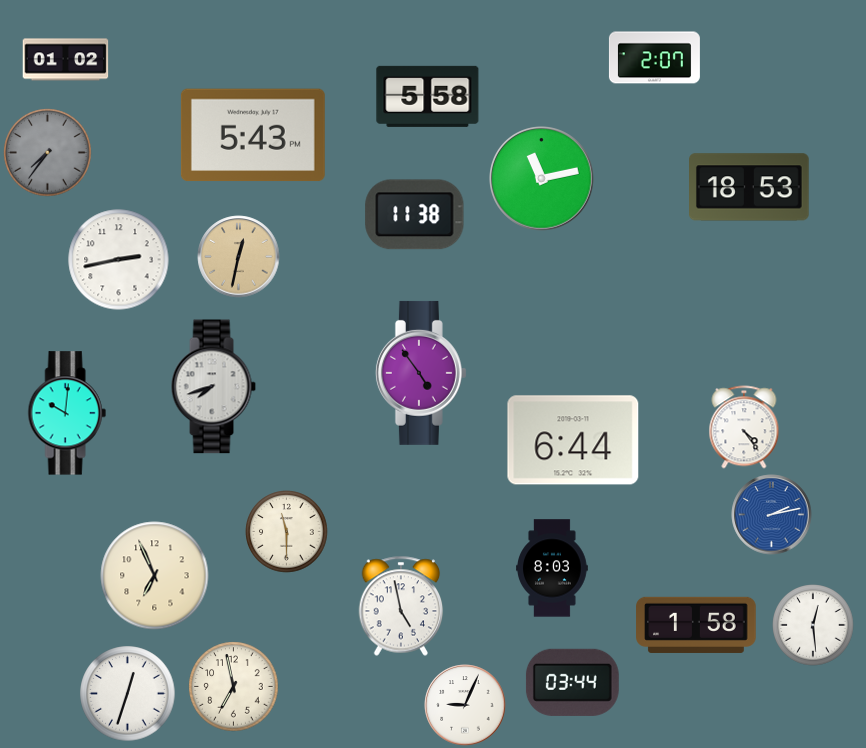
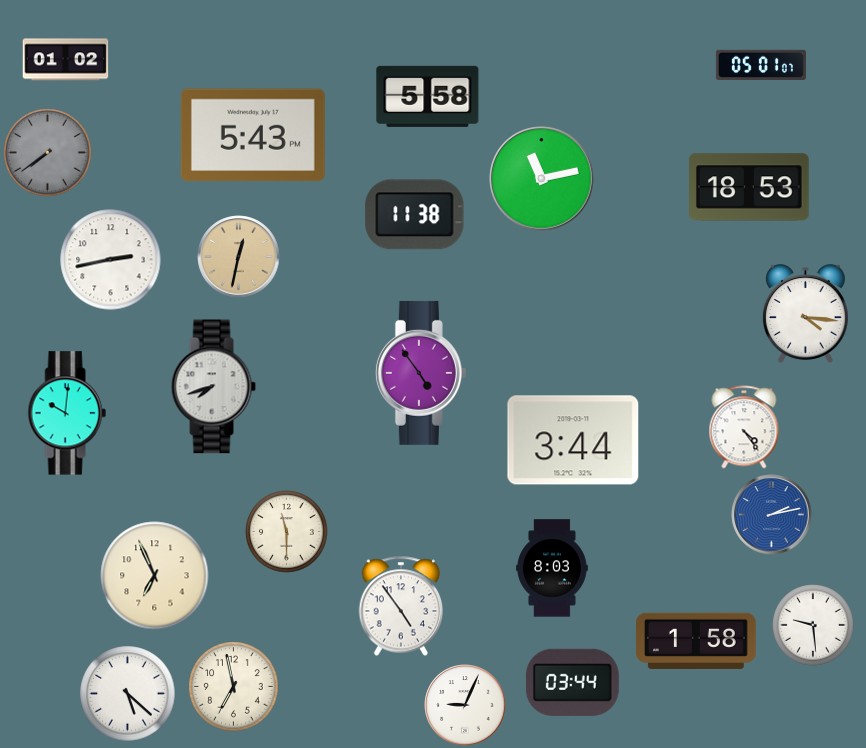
clock at (654, 58): 2:07 -> none
clock at (761, 64): none -> 05:01
clock at (48, 153): 7:36 -> 7:39
clock at (119, 260) position: (119, 260) -> (111, 260)
clock at (805, 314): none -> 4:16
clock at (573, 440): 6:44 -> 3:44
clock at (401, 606): 4:58 -> 4:54
clock at (696, 625) position: (696, 625) -> (696, 641)
clock at (813, 625): 12:29 -> 9:29
clock at (128, 694): 12:33 -> 5:22
